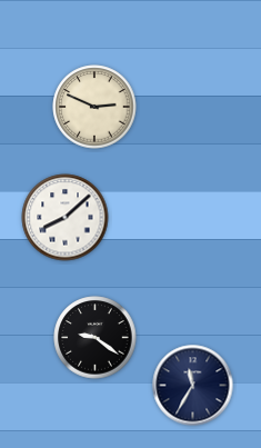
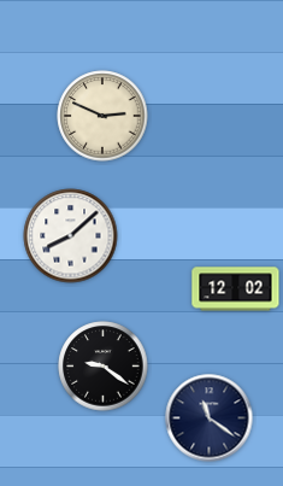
clock at (236, 289): none -> 12:02
clock at (193, 386): 11:35 -> 11:21
